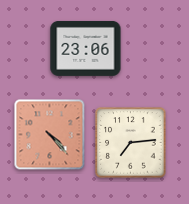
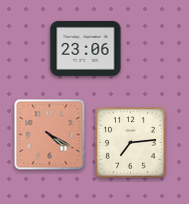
clock at (50, 135): 4:23 -> 4:20
